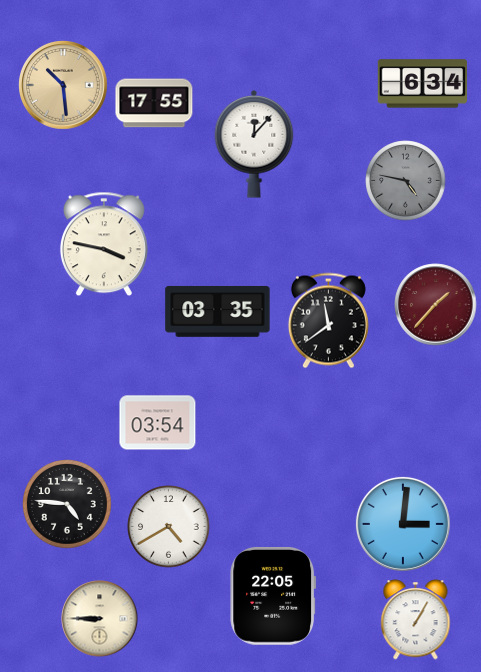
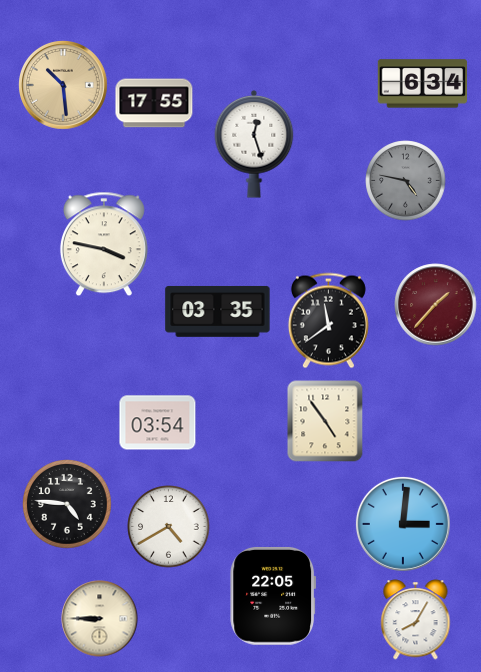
clock at (254, 144): 12:07 -> 12:27
clock at (325, 421): none -> 4:54
clock at (416, 620): 1:05 -> 8:05
